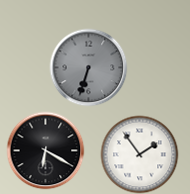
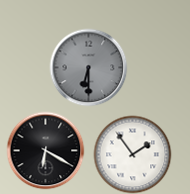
clock at (88, 67): 6:33 -> 6:30
clock at (139, 154) position: (139, 154) -> (132, 154)
